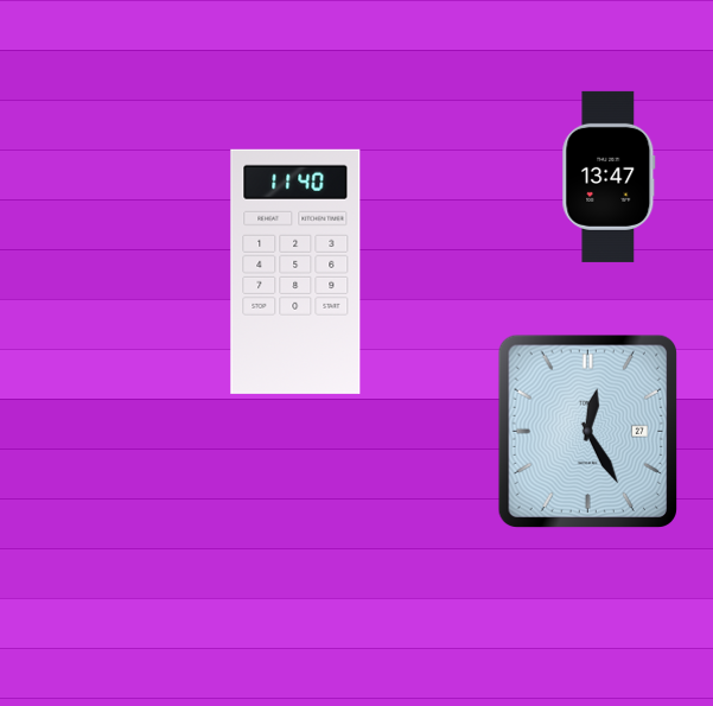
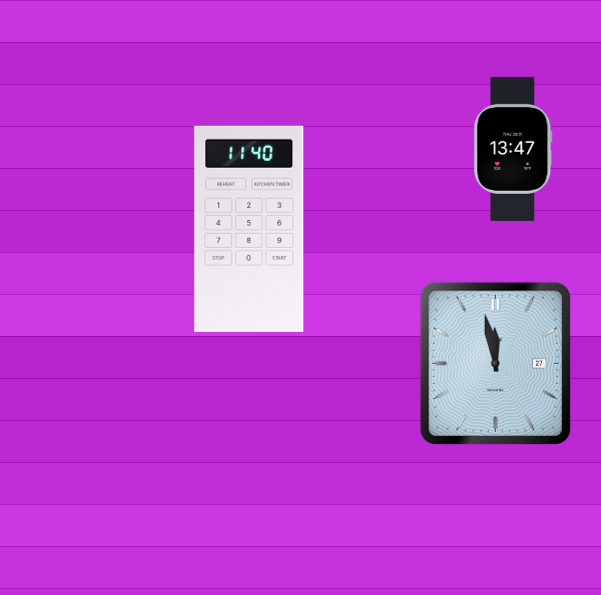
clock at (587, 431): 12:25 -> 11:58
